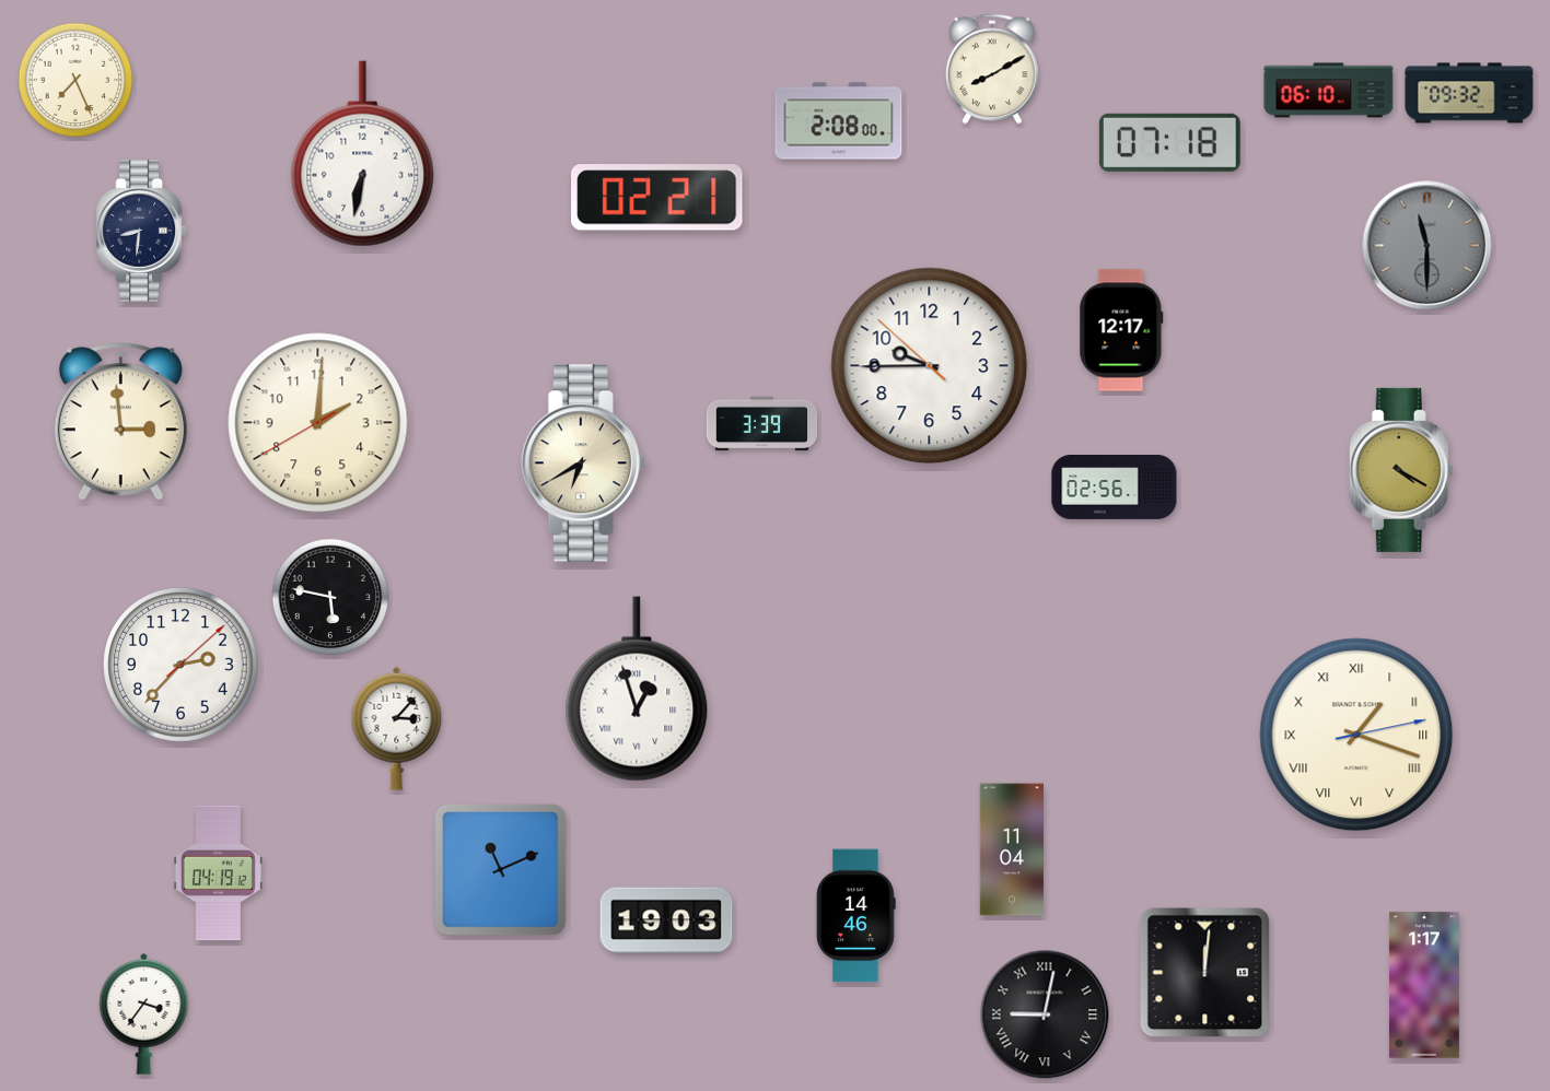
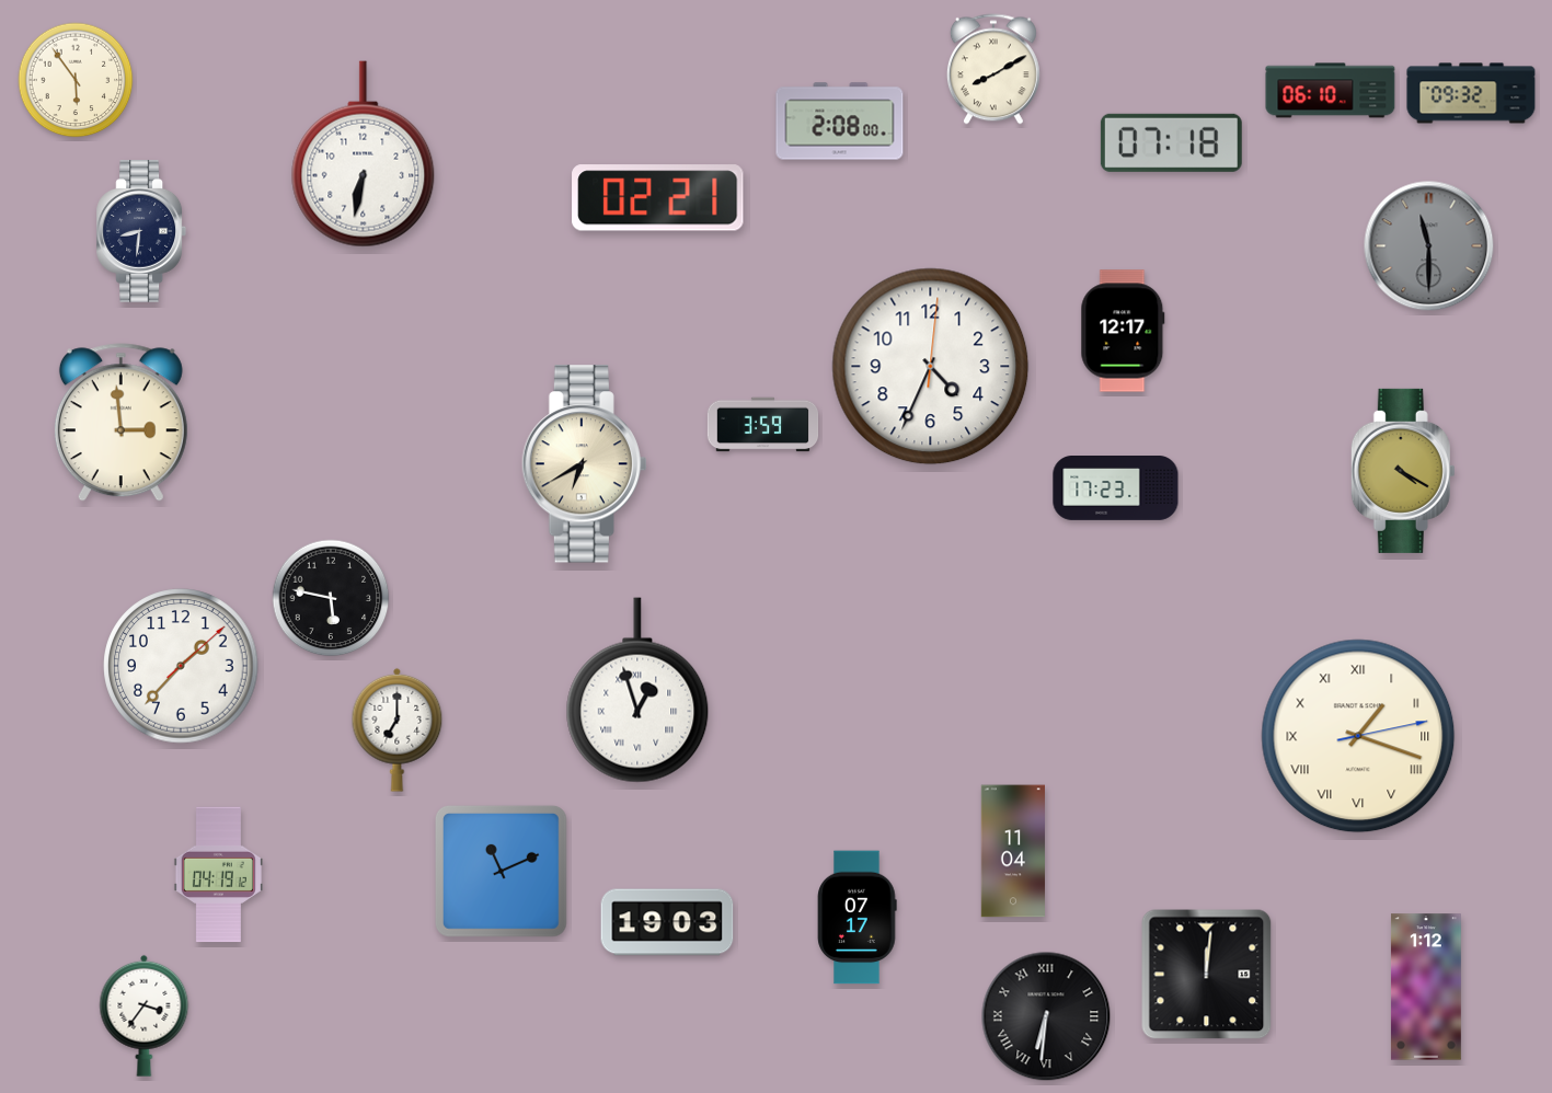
clock at (75, 80): 7:26 -> 5:54
clock at (930, 366): 9:44 -> 4:34
clock at (318, 423): 2:00 -> none
clock at (762, 424): 3:39 -> 3:59
clock at (1115, 488): 02:56 -> 17:23
clock at (180, 665): 2:37 -> 1:37
clock at (397, 728): 3:07 -> 7:00
clock at (856, 916): 14:46 -> 07:17
clock at (1424, 985): 1:17 -> 1:12
clock at (1045, 1014): 9:02 -> 6:31
